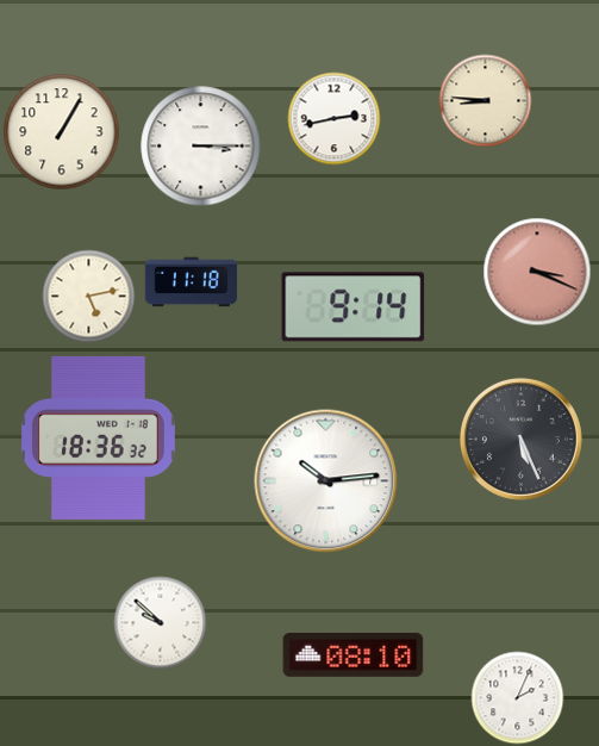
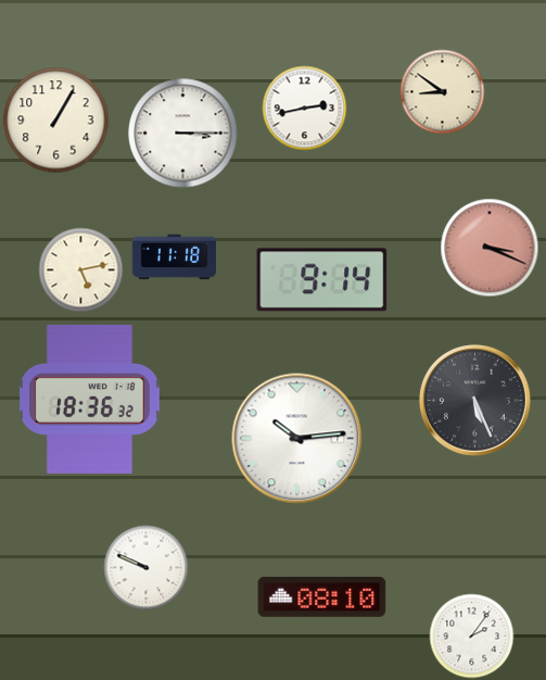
clock at (485, 100): 8:46 -> 8:51
clock at (160, 622): 9:52 -> 9:49
clock at (517, 697): 2:04 -> 2:06
